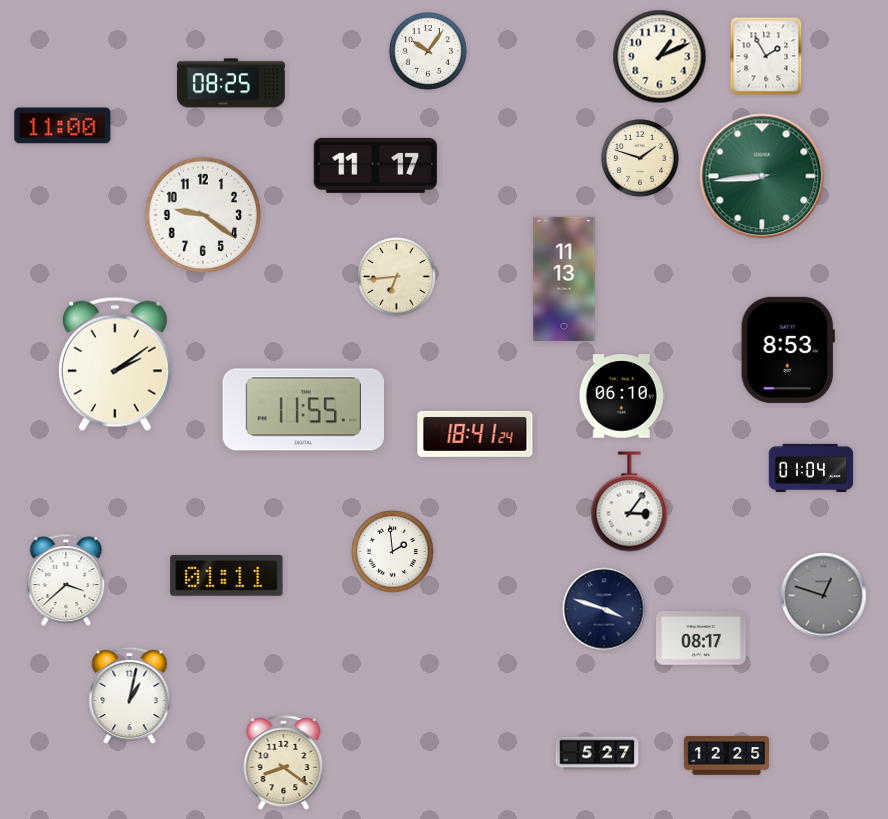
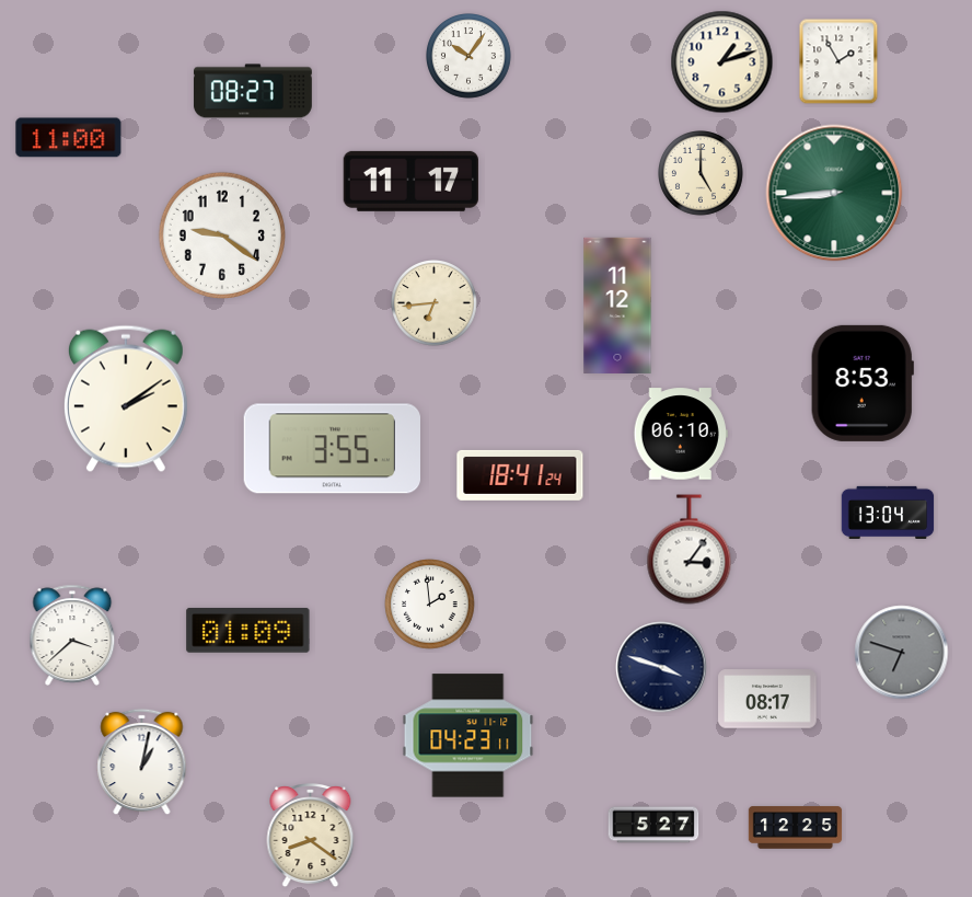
clock at (660, 57): 1:11 -> 1:12
clock at (231, 83): 08:25 -> 08:27
clock at (641, 159): 1:48 -> 5:00
clock at (564, 279): 11:13 -> 11:12
clock at (303, 410): 11:55 -> 3:55
clock at (811, 468): 01:04 -> 13:04
clock at (227, 575): 01:11 -> 01:09
clock at (824, 596): 12:48 -> 6:48
clock at (468, 736): none -> 04:23
